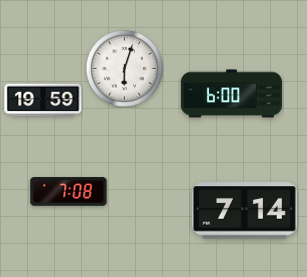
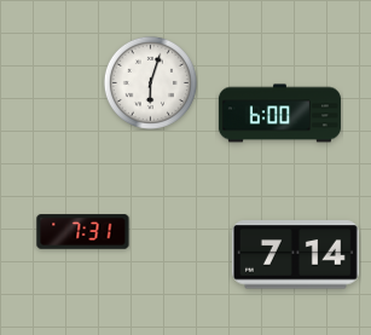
clock at (43, 100): 19:59 -> none
clock at (69, 192): 7:08 -> 7:31
